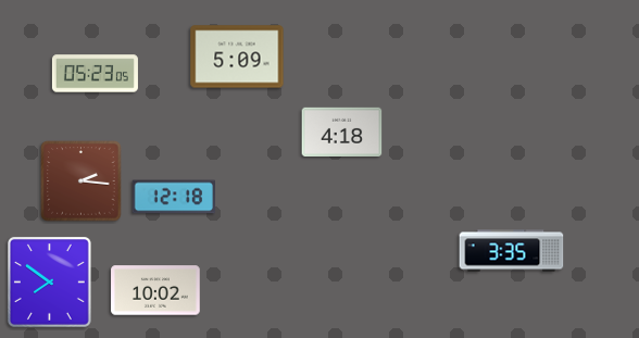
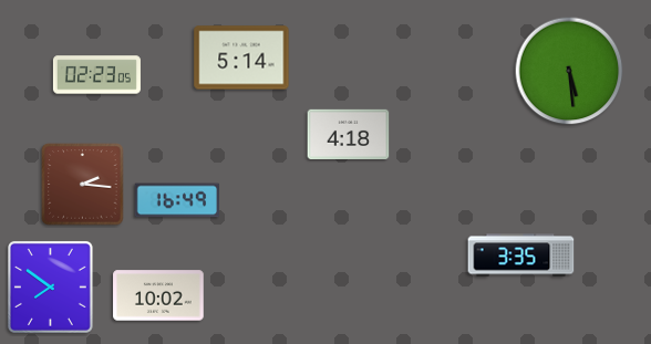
clock at (237, 57): 5:09 -> 5:14
clock at (569, 71): none -> 5:29
clock at (95, 74): 05:23 -> 02:23
clock at (174, 197): 12:18 -> 16:49
